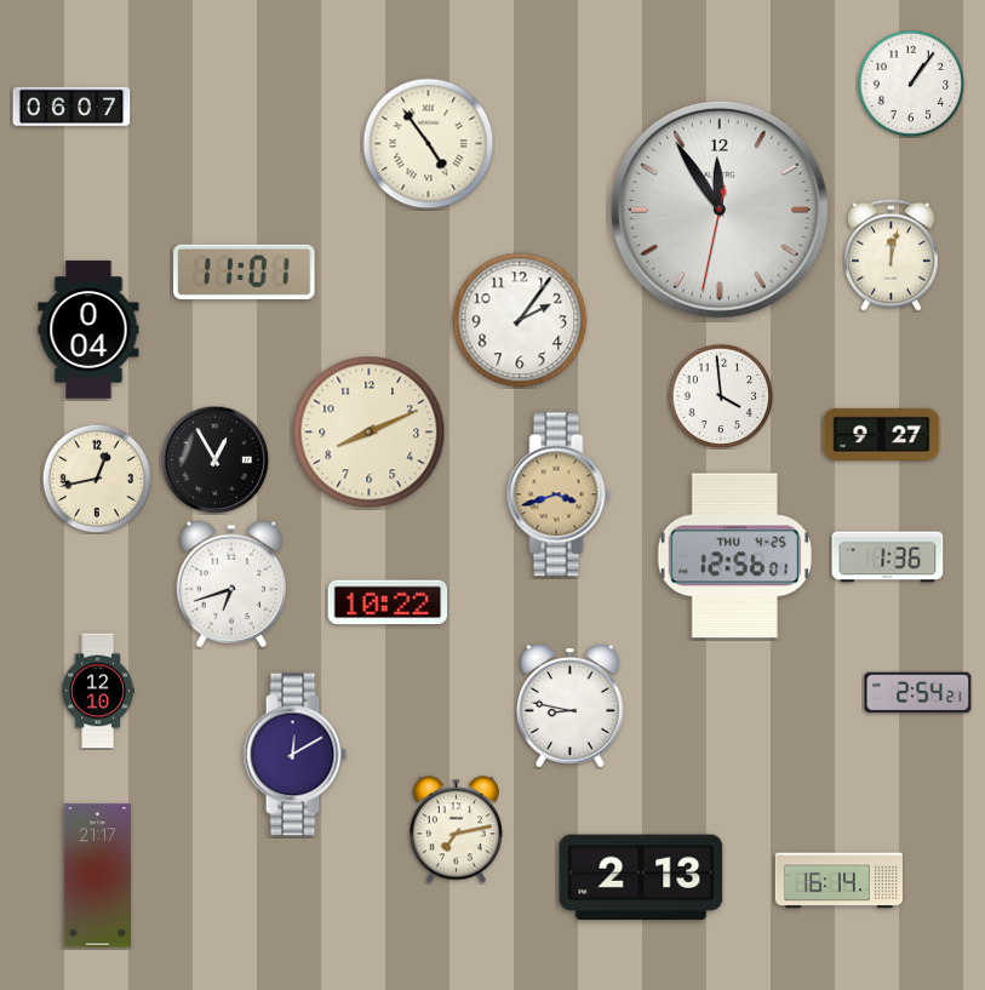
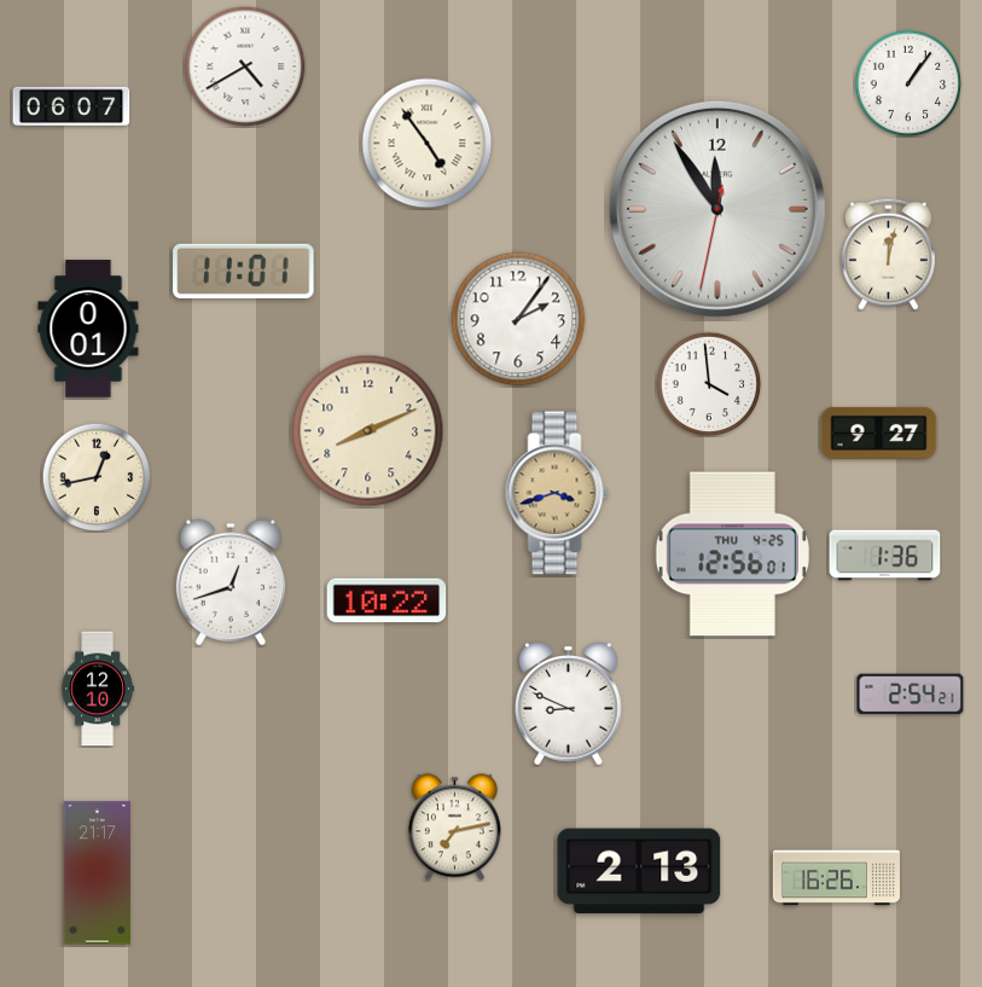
clock at (245, 66): none -> 4:40
clock at (88, 330): 0:04 -> 0:01
clock at (721, 396) position: (721, 396) -> (709, 384)
clock at (214, 459): 12:55 -> none
clock at (230, 584): 6:42 -> 12:42
clock at (918, 693) position: (918, 693) -> (911, 695)
clock at (571, 706): 8:47 -> 8:49
clock at (294, 755): 12:10 -> none
clock at (641, 877) position: (641, 877) -> (639, 871)
clock at (838, 881): 16:14 -> 16:26
